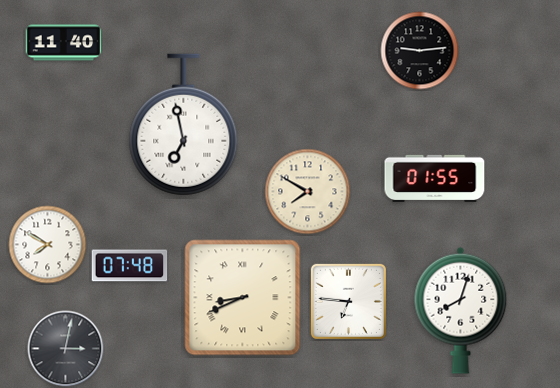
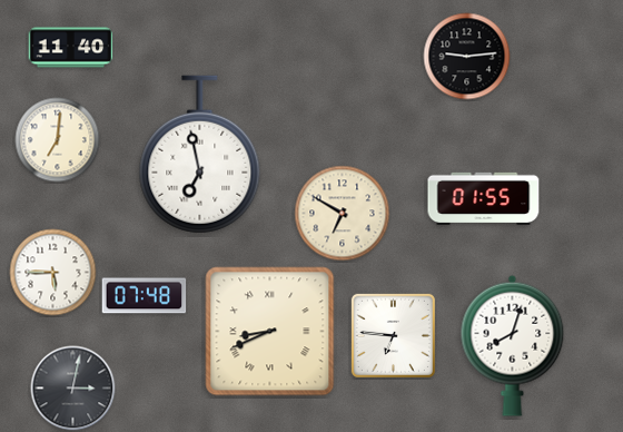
clock at (184, 125) position: (184, 125) -> (200, 155)
clock at (58, 140): none -> 7:01
clock at (308, 192): 7:50 -> 6:50
clock at (48, 245): 7:50 -> 5:45
clock at (348, 301) position: (348, 301) -> (393, 335)
